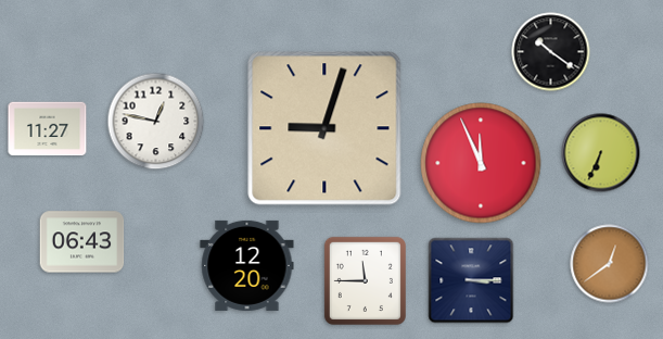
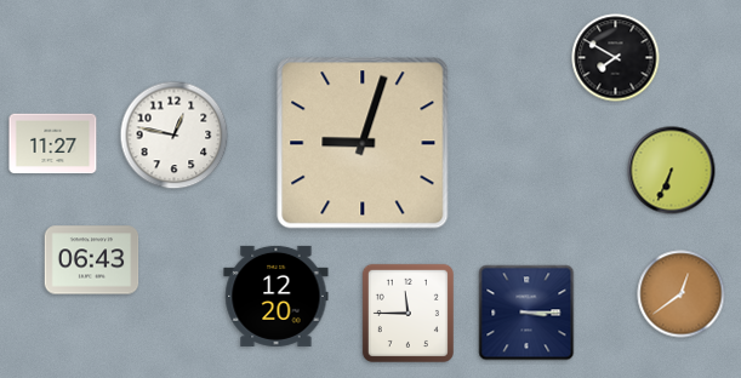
clock at (551, 52): 10:21 -> 7:50
clock at (481, 163): 11:56 -> none
clock at (82, 242) position: (82, 242) -> (92, 260)
